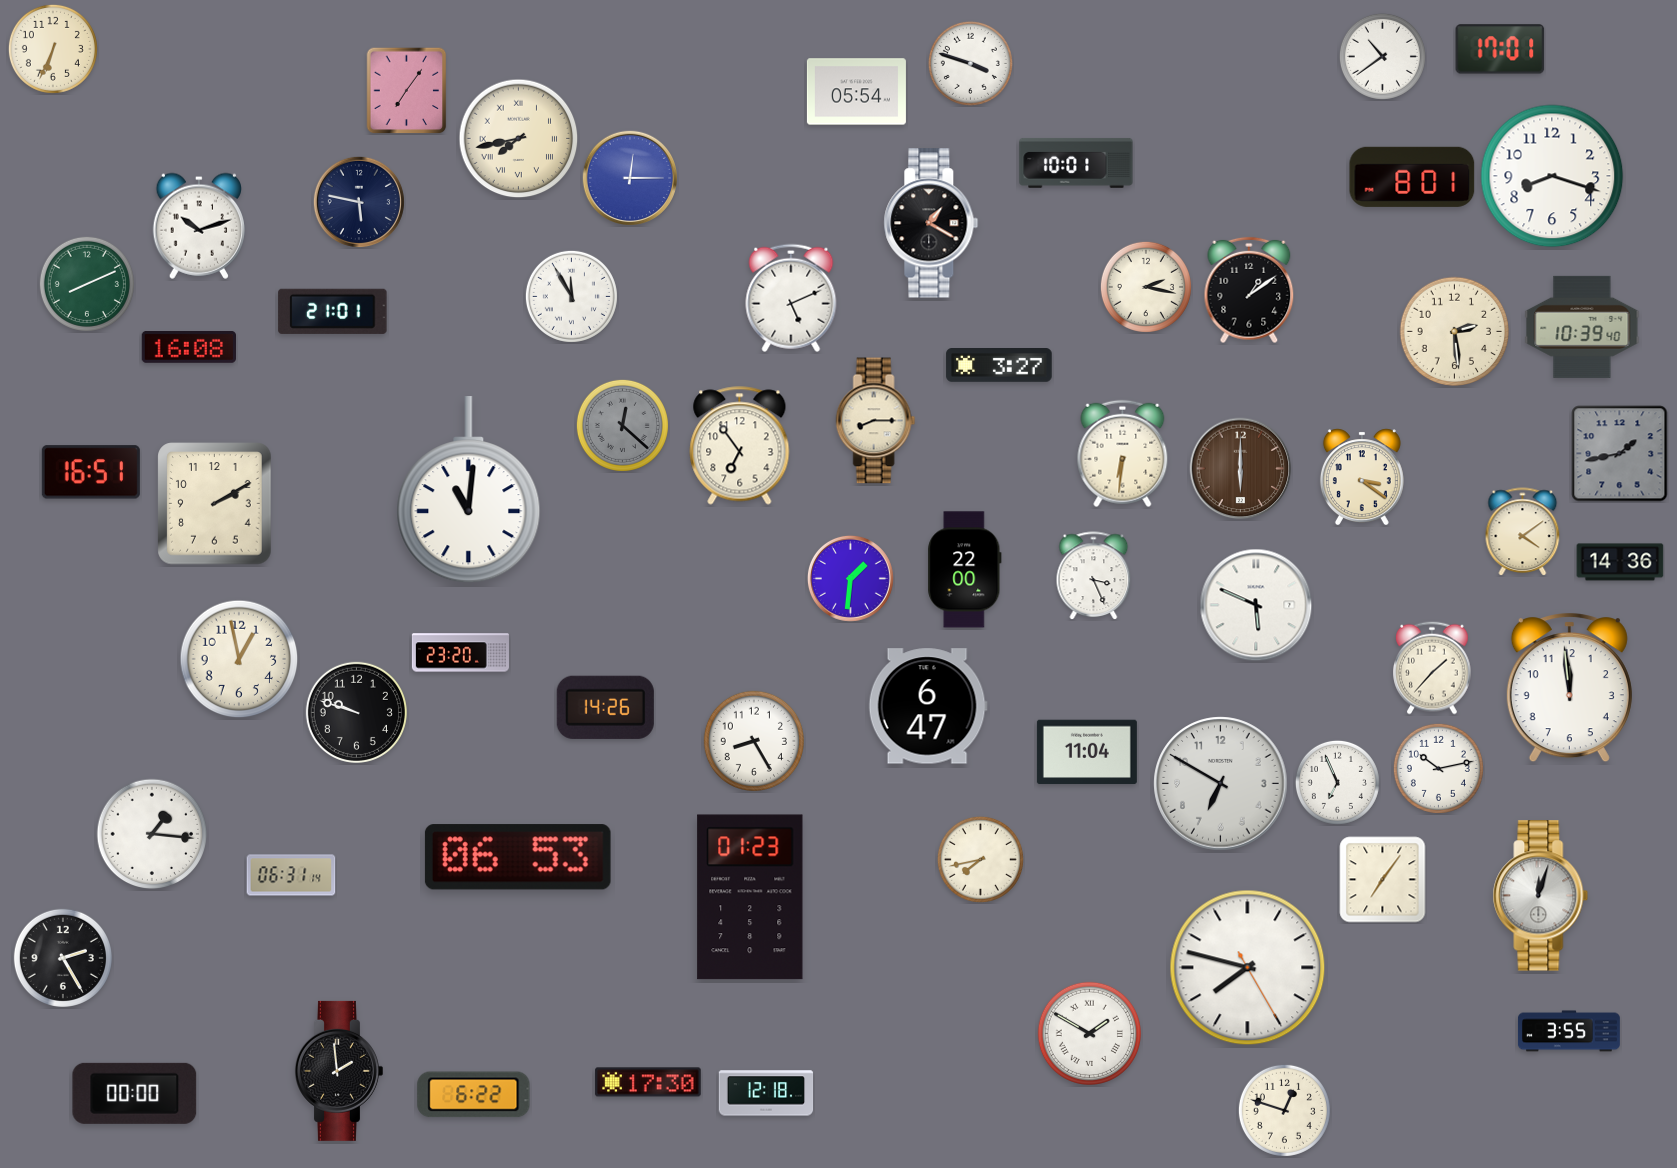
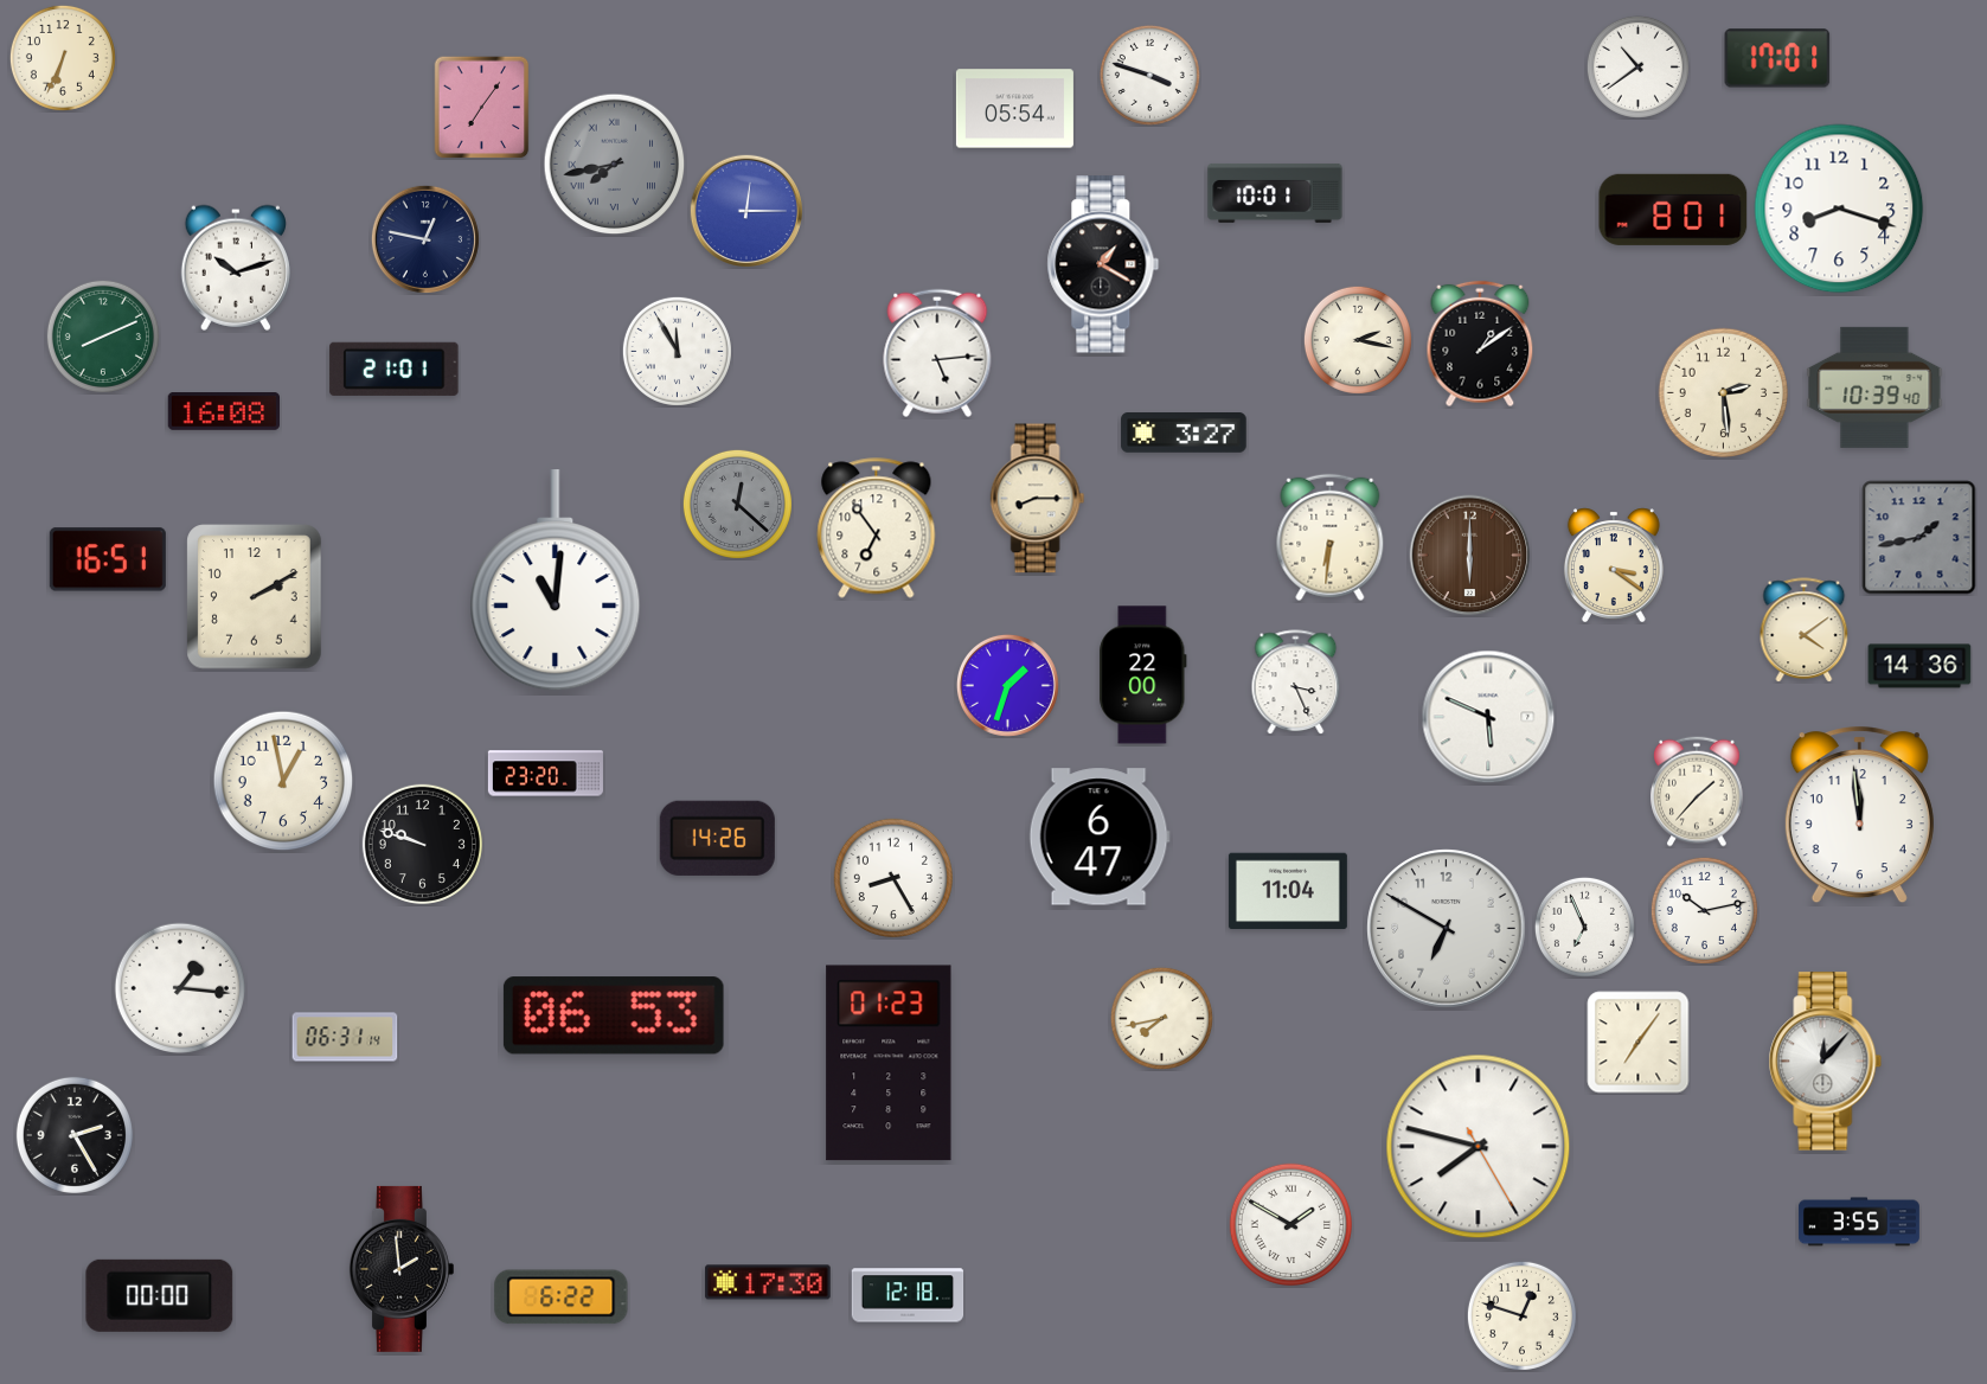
clock at (519, 139) dial: cream -> grey
clock at (359, 202): 5:47 -> 12:47
clock at (791, 298): 5:11 -> 5:14
clock at (850, 578): 1:31 -> 1:33
clock at (1541, 896): 12:03 -> 12:07
